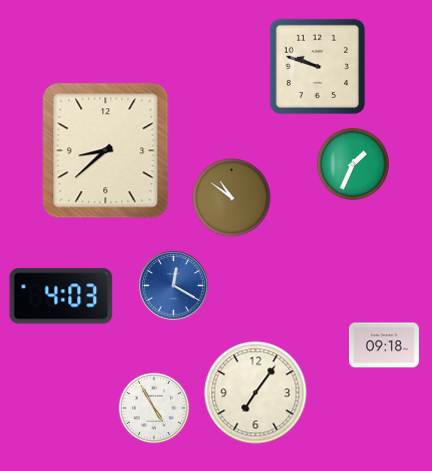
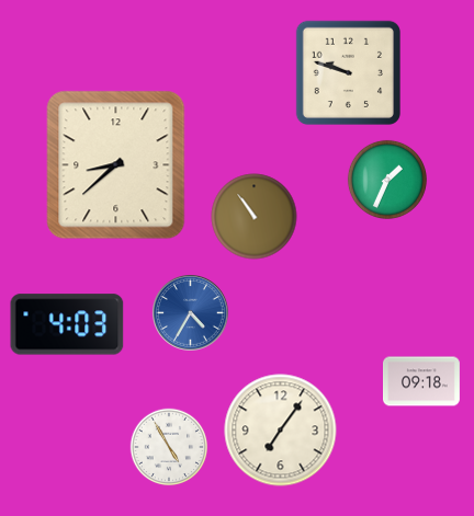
clock at (232, 198): 10:51 -> 10:54
clock at (174, 286): 12:20 -> 4:35
clock at (385, 345) position: (385, 345) -> (422, 381)
